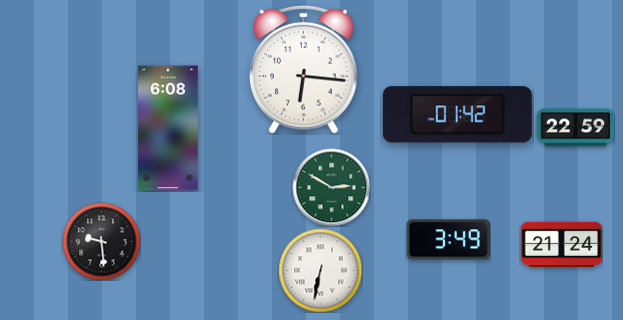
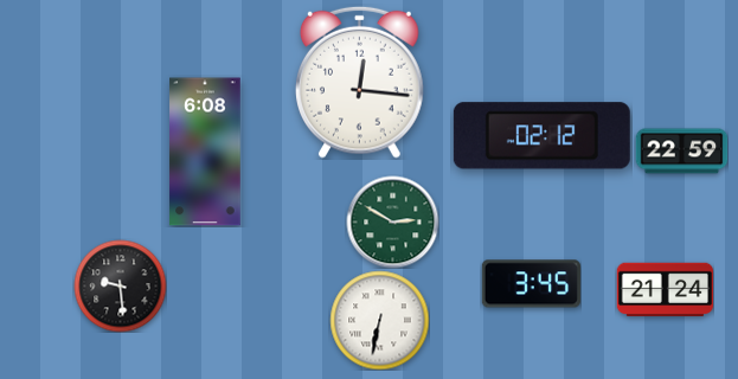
clock at (304, 69): 6:16 -> 12:16
clock at (457, 115): 01:42 -> 02:12
clock at (168, 128) position: (168, 128) -> (205, 152)
clock at (448, 240): 3:49 -> 3:45
